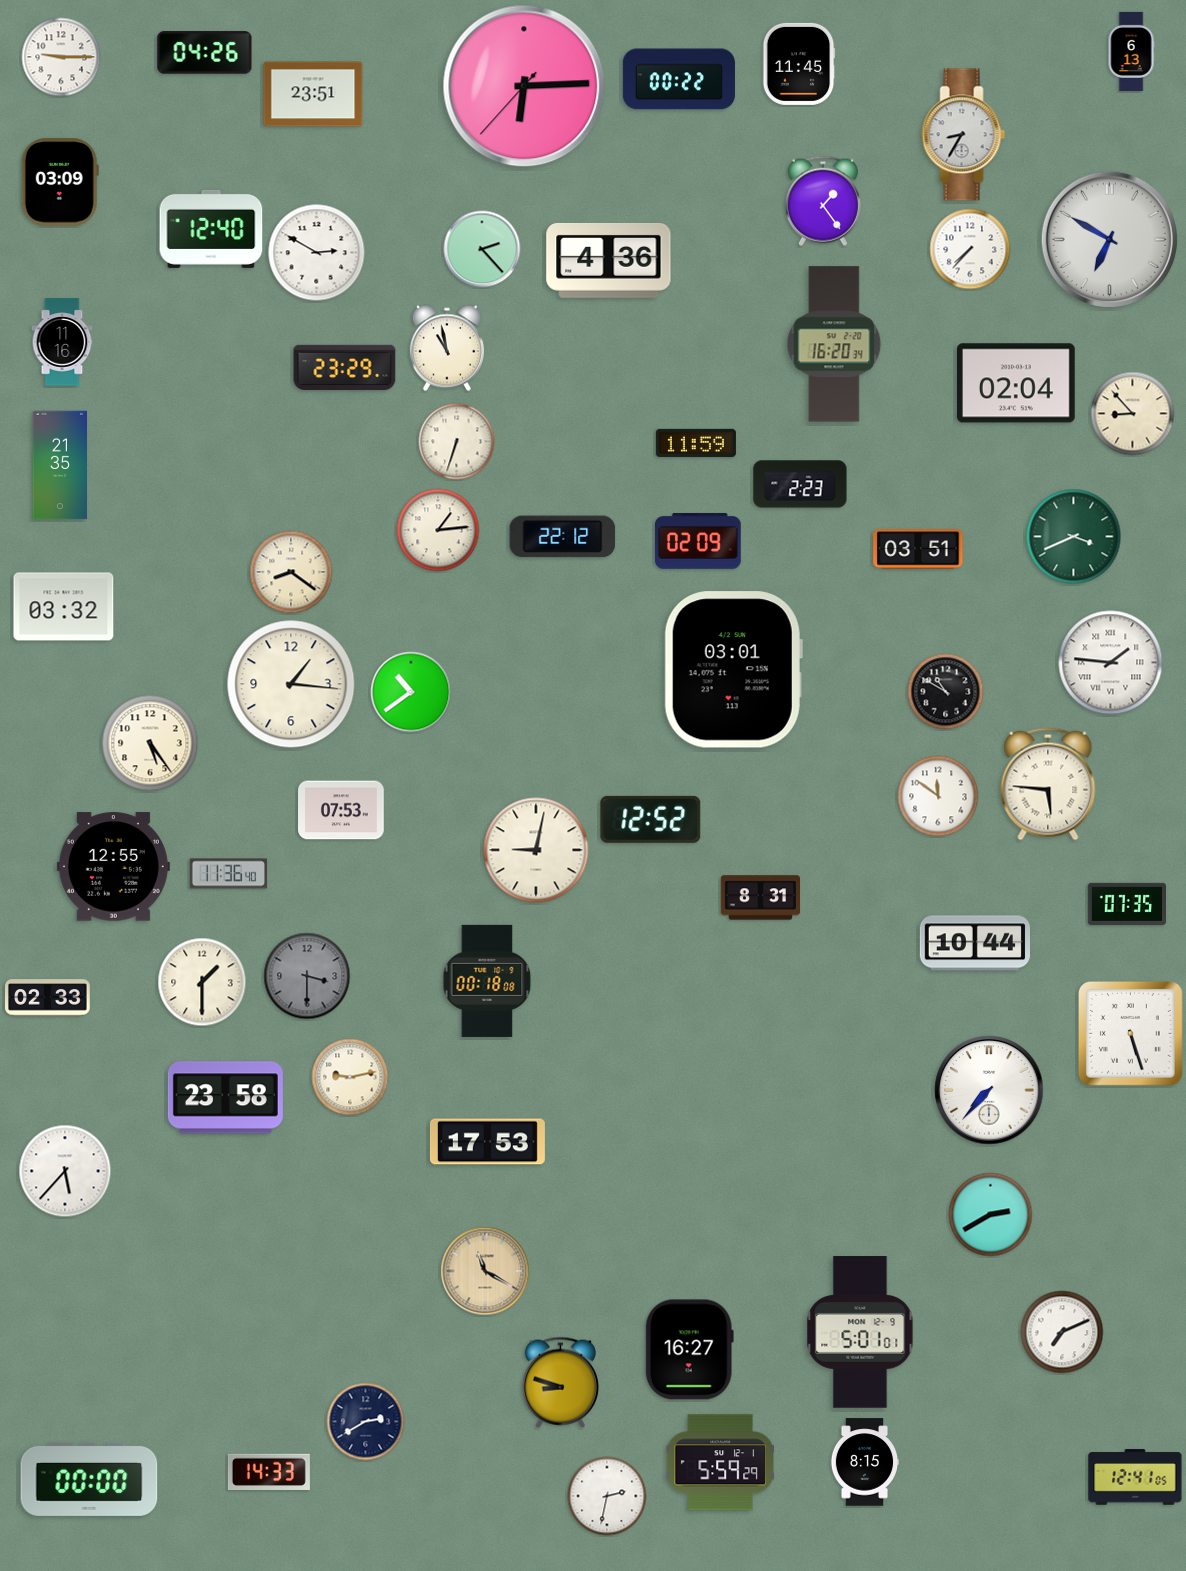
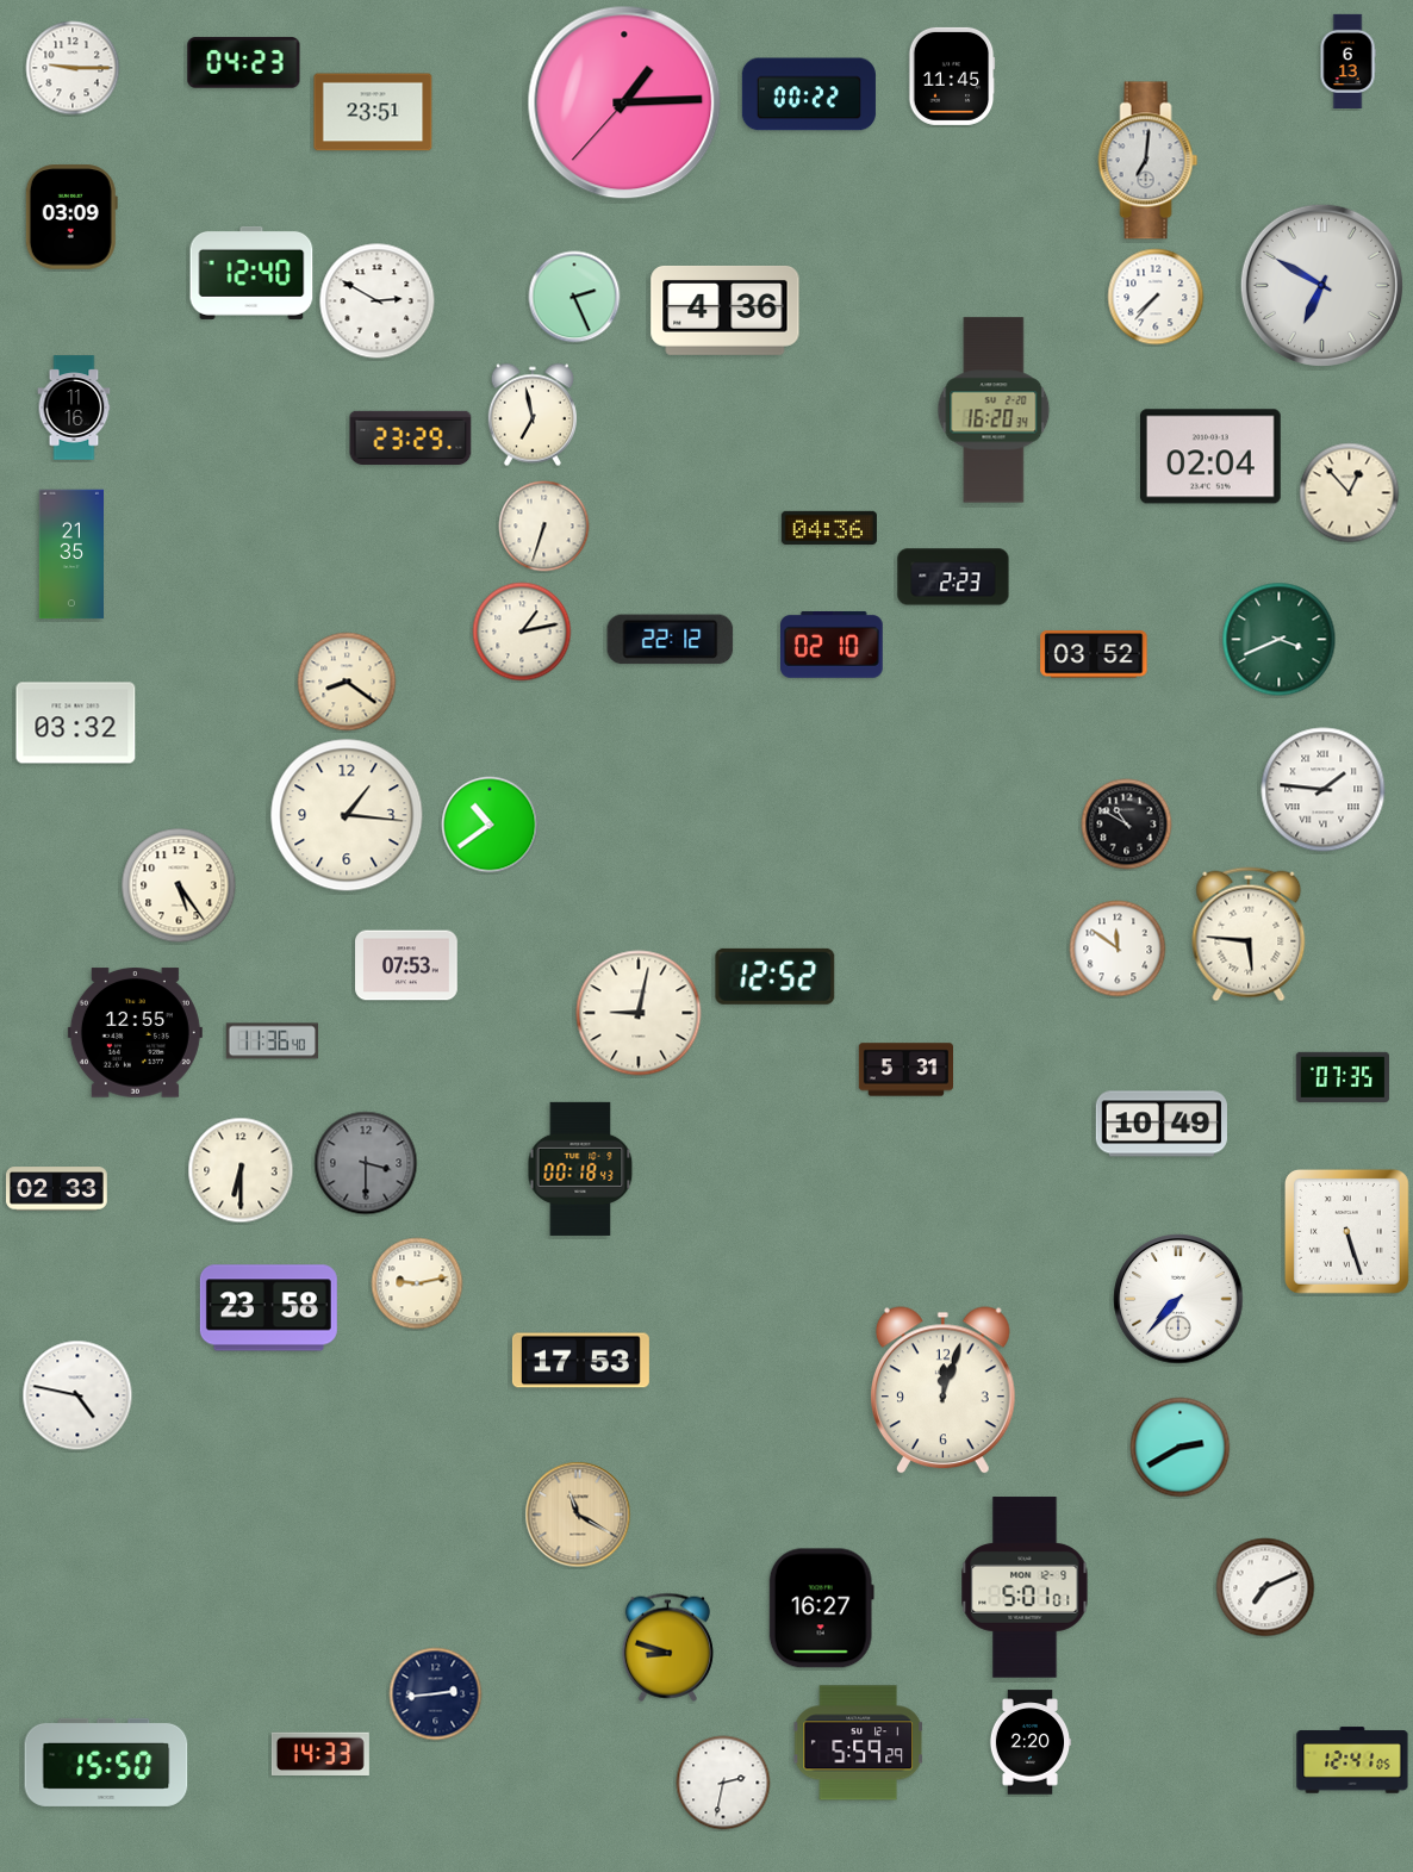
clock at (205, 53): 04:26 -> 04:23
clock at (524, 86): 6:14 -> 1:14
clock at (964, 135): 8:35 -> 7:01
clock at (823, 201): 1:24 -> none
clock at (482, 249): 2:23 -> 2:26
clock at (447, 348): 10:58 -> 6:58
clock at (1133, 414): 8:53 -> 12:53
clock at (696, 443): 11:59 -> 04:36
clock at (438, 530): 1:14 -> 1:13
clock at (698, 542): 02:09 -> 02:10
clock at (918, 549): 03:51 -> 03:52
clock at (733, 670): 03:01 -> none
clock at (760, 898): 8:31 -> 5:31
clock at (974, 943): 10:44 -> 10:49
clock at (487, 981): 00:18:08 -> 00:18:43
clock at (202, 982): 1:30 -> 6:30
clock at (942, 1391): none -> 12:03
clock at (65, 1171): 5:37 -> 4:47
clock at (366, 1422): 2:40 -> 2:44
clock at (865, 1462): 8:15 -> 2:20
clock at (89, 1479): 00:00 -> 15:50
